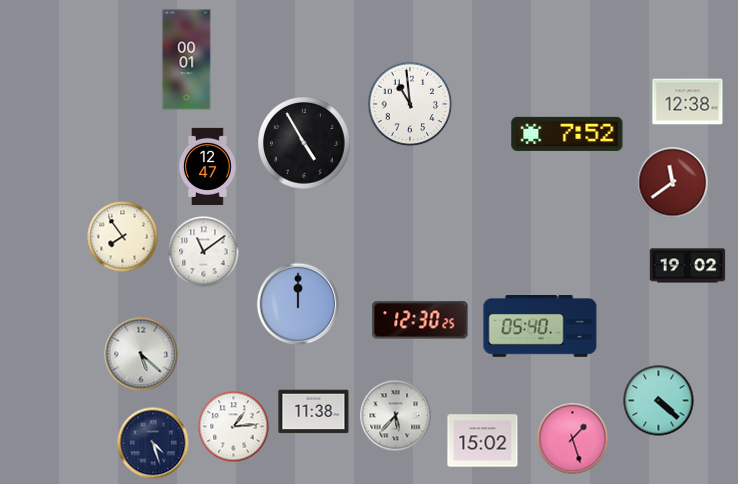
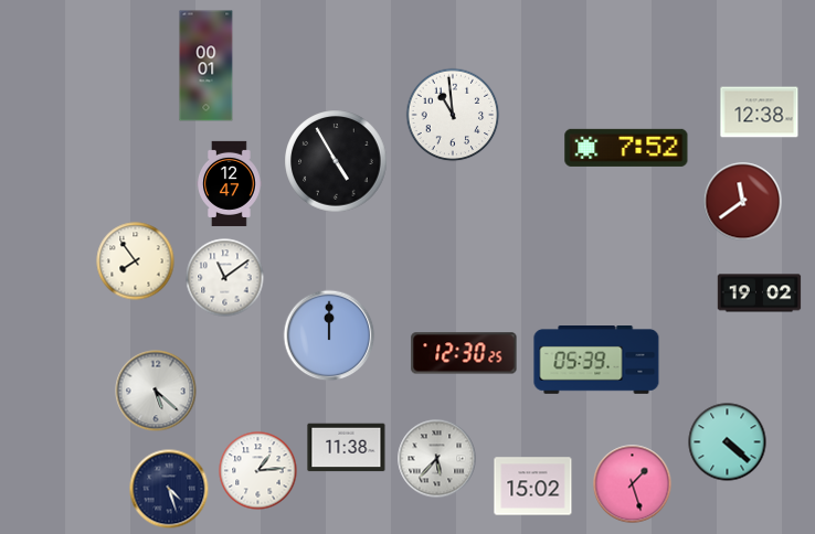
clock at (304, 143) position: (304, 143) -> (336, 161)
clock at (540, 327): 05:40 -> 05:39
clock at (314, 412) position: (314, 412) -> (347, 448)
